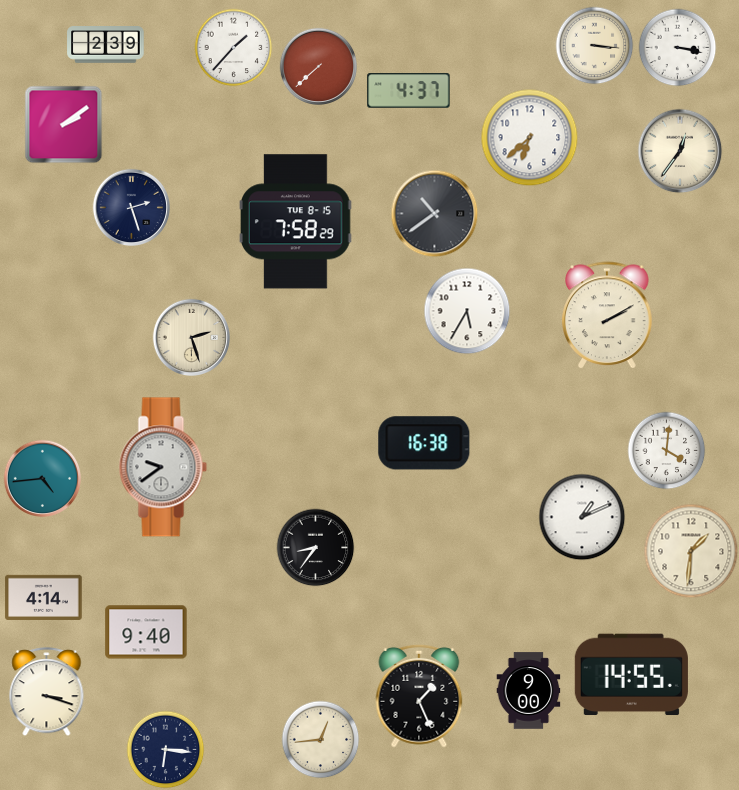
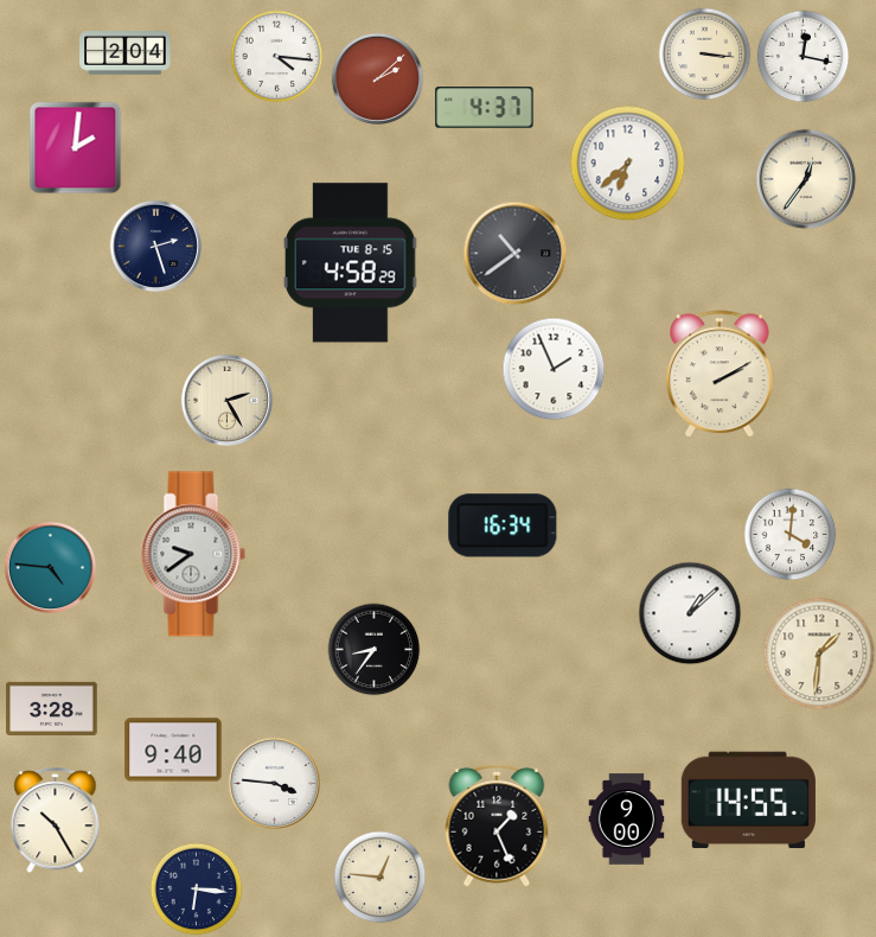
clock at (106, 45): 2:39 -> 2:04
clock at (233, 47): 1:37 -> 4:16
clock at (677, 47): 3:17 -> 12:17
clock at (318, 66): 7:38 -> 2:08
clock at (63, 124): 2:09 -> 2:01
clock at (295, 222): 7:58 -> 4:58
clock at (467, 311): 5:35 -> 1:56
clock at (191, 337): 2:27 -> 2:25
clock at (424, 443): 16:38 -> 16:34
clock at (42, 478): 4:44 -> 4:46
clock at (582, 517): 1:11 -> 1:08
clock at (44, 597): 4:14 -> 3:28
clock at (274, 783): none -> 3:46
clock at (47, 692): 3:18 -> 10:25
clock at (320, 739): 12:44 -> 12:46
